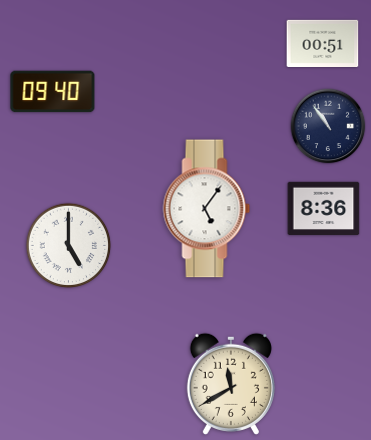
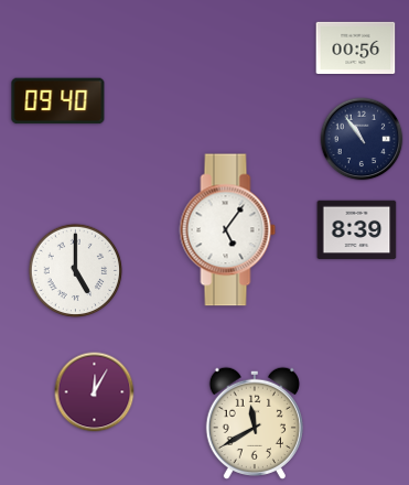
clock at (323, 43): 00:51 -> 00:56
clock at (324, 209): 8:36 -> 8:39
clock at (95, 392): none -> 12:05
